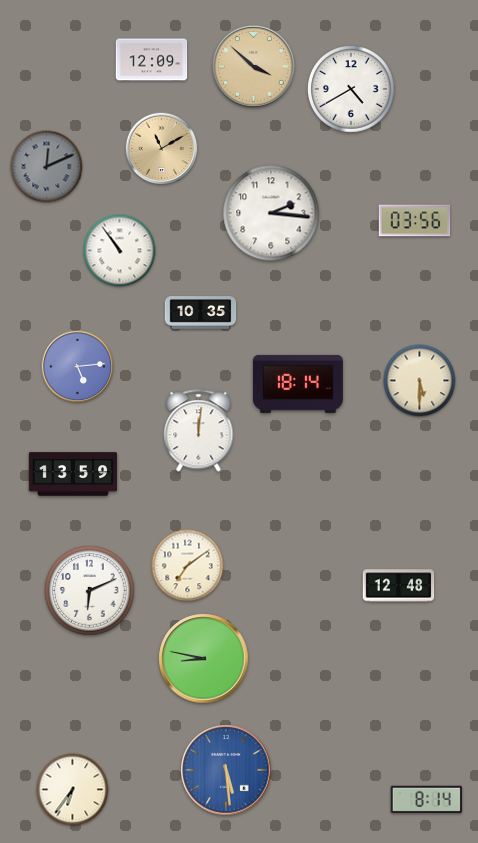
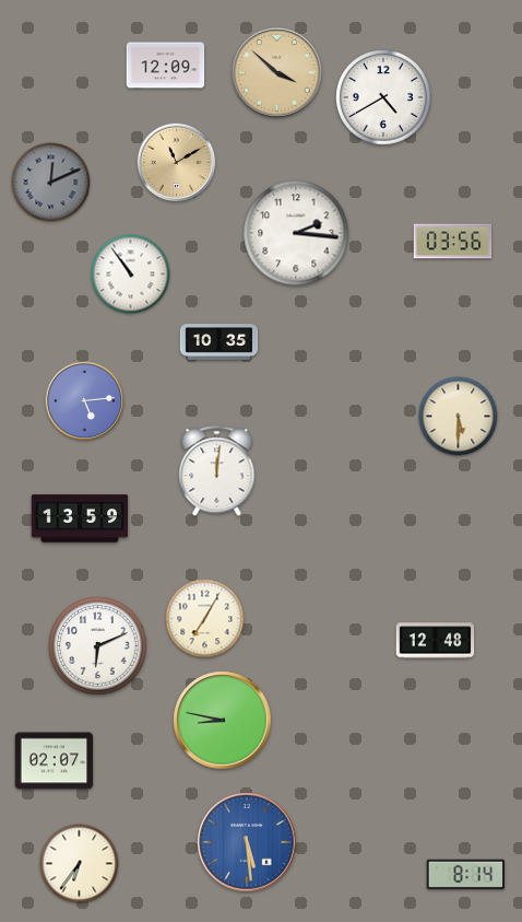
clock at (298, 384): 18:14 -> none
clock at (188, 566): 7:09 -> 7:05
clock at (55, 761): none -> 02:07
